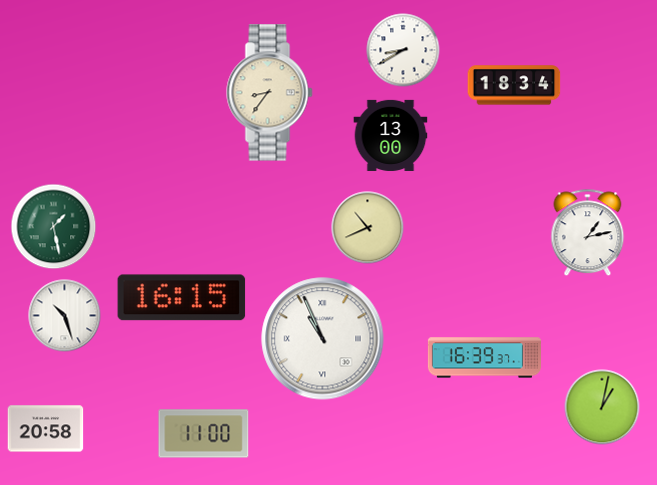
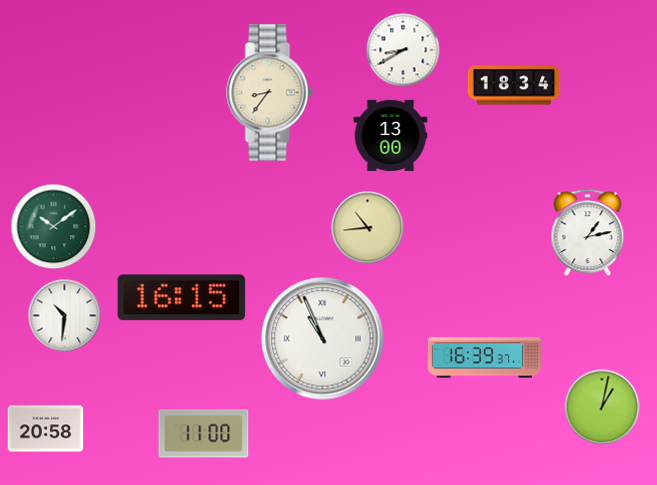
clock at (54, 227): 1:28 -> 10:09
clock at (368, 228): 10:41 -> 10:44
clock at (65, 316): 10:27 -> 10:31
